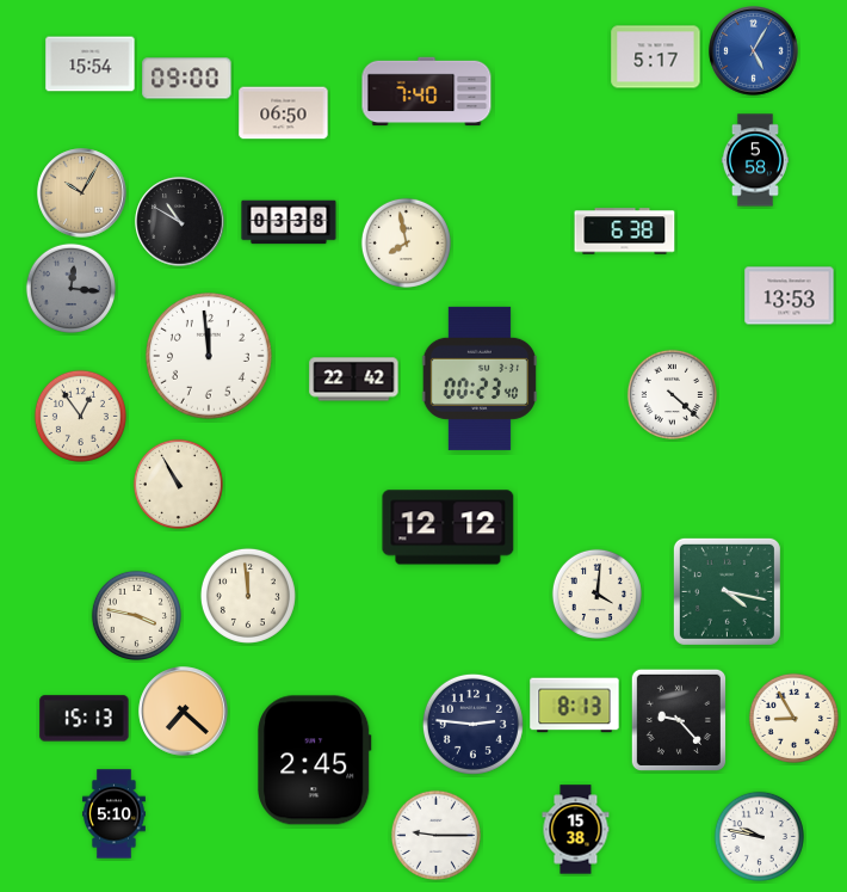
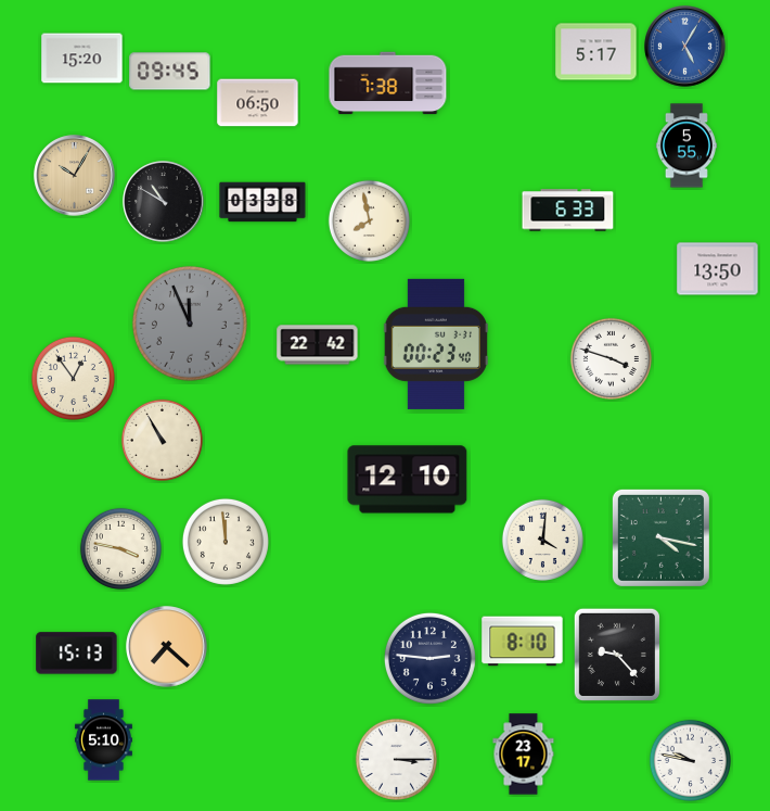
clock at (91, 64): 15:54 -> 15:20
clock at (187, 79): 09:00 -> 09:45
clock at (427, 92): 7:40 -> 7:38
clock at (755, 160): 5:58 -> 5:55
clock at (625, 232): 6:38 -> 6:33
clock at (70, 288): 12:16 -> none
clock at (790, 296): 13:53 -> 13:50
clock at (209, 356): 11:59 -> 11:56
clock at (209, 356) dial: white -> grey
clock at (354, 380) position: (354, 380) -> (318, 345)
clock at (672, 394): 4:22 -> 3:48
clock at (449, 528): 12:12 -> 12:10
clock at (136, 615) position: (136, 615) -> (120, 548)
clock at (575, 706): 8:13 -> 8:10
clock at (793, 718): 8:55 -> none
clock at (315, 761): 2:45 -> none
clock at (576, 830): 15:38 -> 23:17
clock at (435, 835): 9:15 -> 3:15
